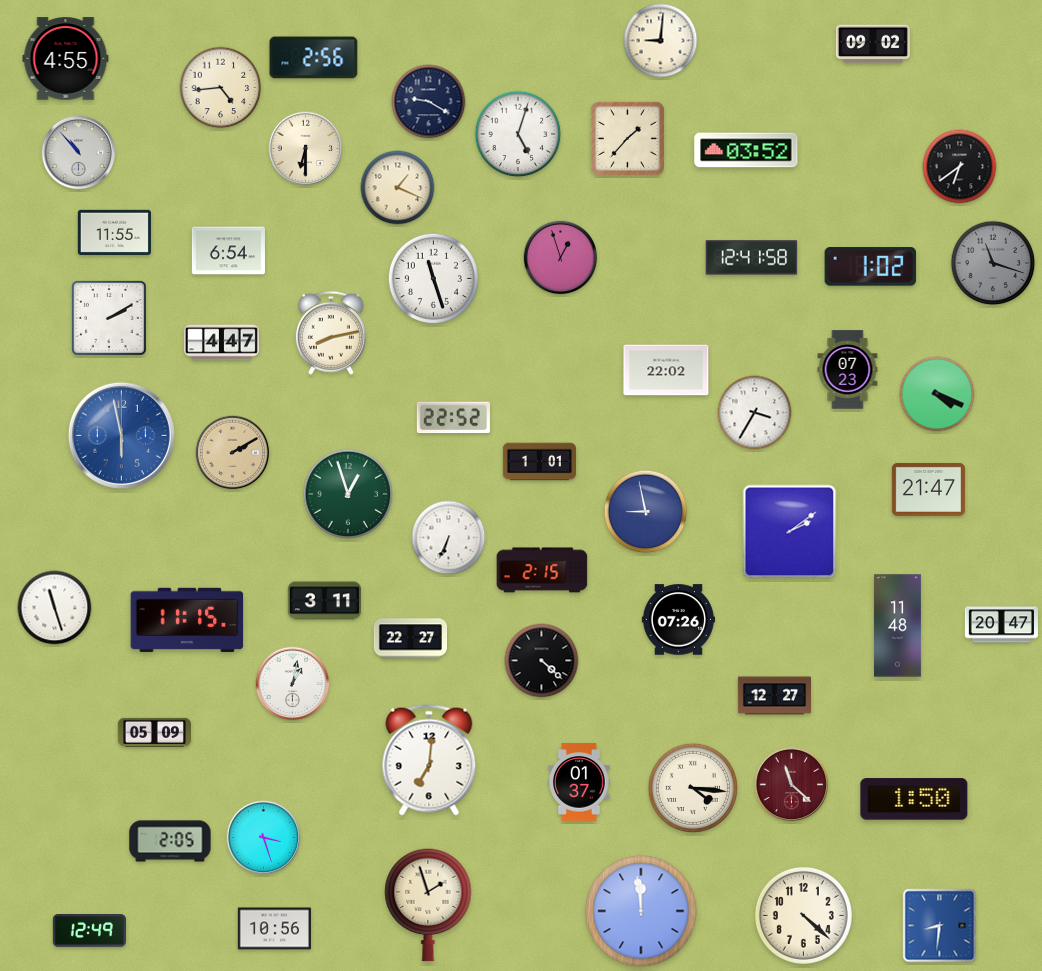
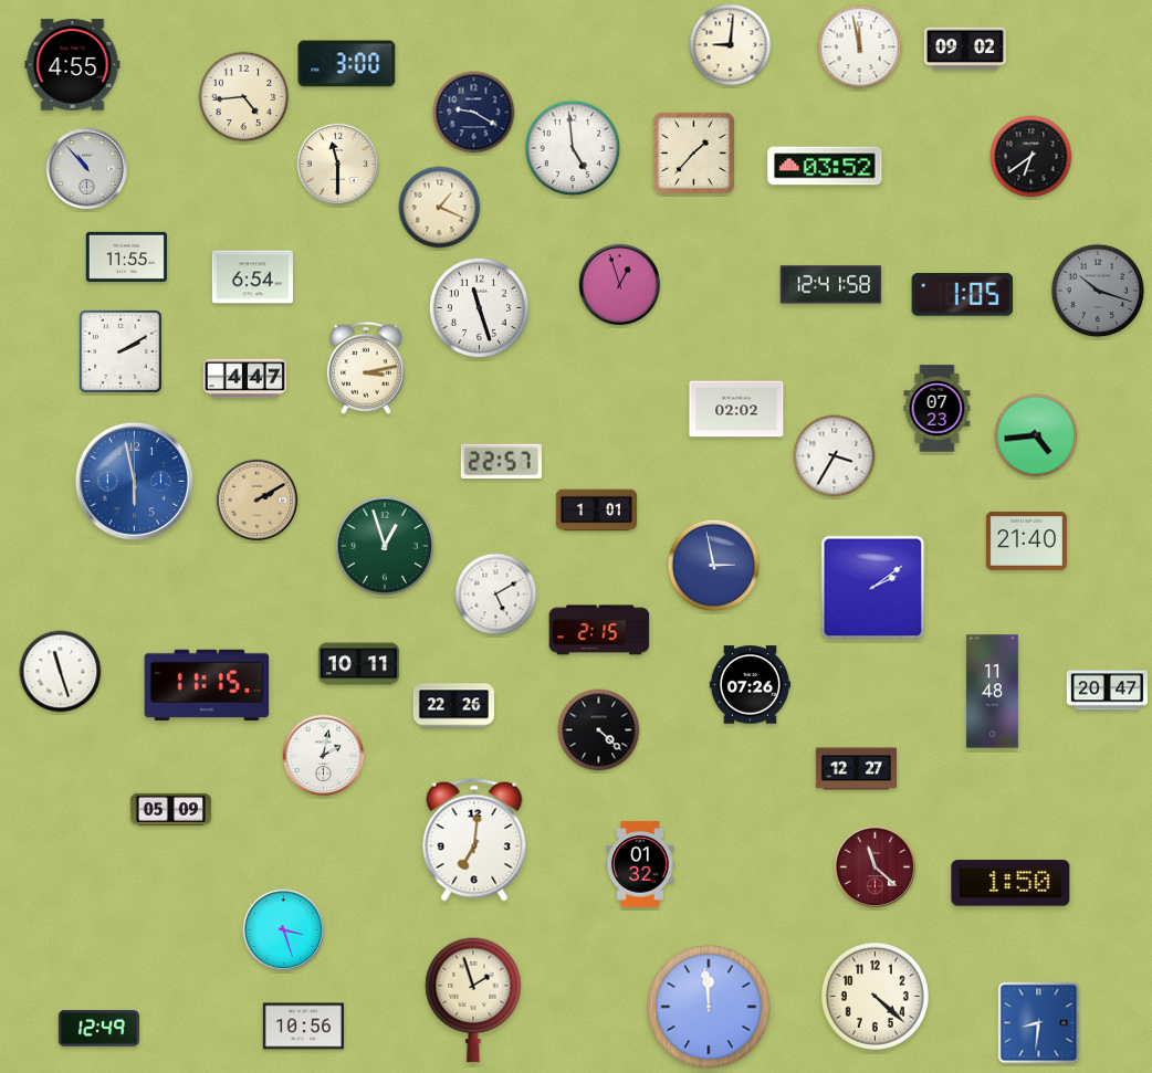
clock at (860, 48): none -> 11:58
clock at (314, 58): 2:56 -> 3:00
clock at (518, 134): 5:03 -> 4:59
clock at (306, 149): 6:30 -> 11:30
clock at (960, 167) position: (960, 167) -> (1031, 157)
clock at (993, 263): 11:18 -> 10:18
clock at (871, 267): 1:02 -> 1:05
clock at (331, 333): 8:13 -> 3:13
clock at (666, 370): 22:02 -> 02:02
clock at (937, 394): 4:19 -> 4:44
clock at (453, 418): 22:52 -> 22:57
clock at (928, 489): 21:47 -> 21:40
clock at (646, 512): 8:58 -> 2:58
clock at (449, 538): 6:34 -> 5:10
clock at (324, 601): 3:11 -> 10:11
clock at (410, 639): 22:27 -> 22:26
clock at (293, 684): 1:02 -> 2:02
clock at (579, 782): 01:37 -> 01:32
clock at (692, 787): 4:16 -> none
clock at (264, 838) position: (264, 838) -> (284, 930)
clock at (170, 841): 2:05 -> none
clock at (803, 915) position: (803, 915) -> (875, 996)
